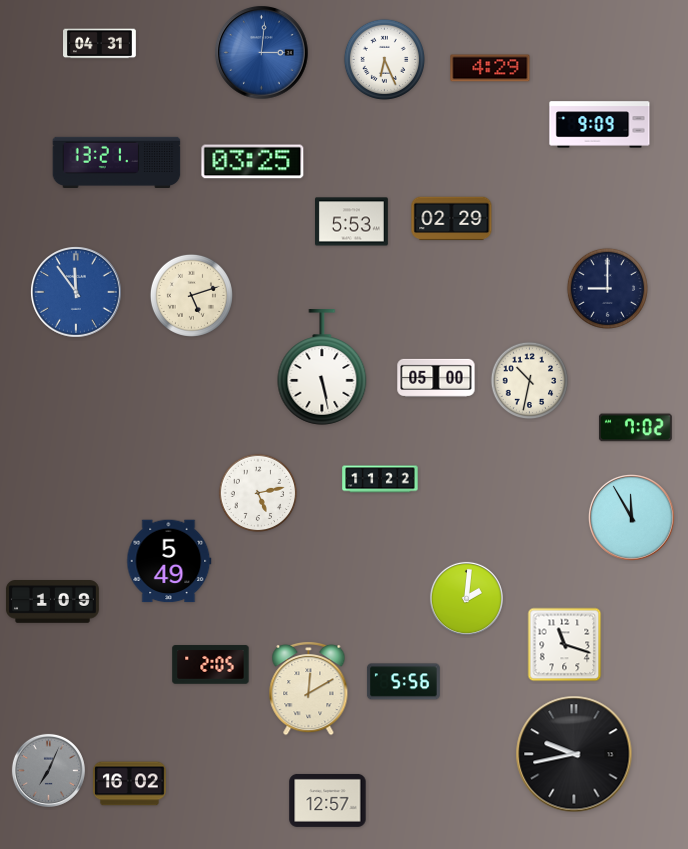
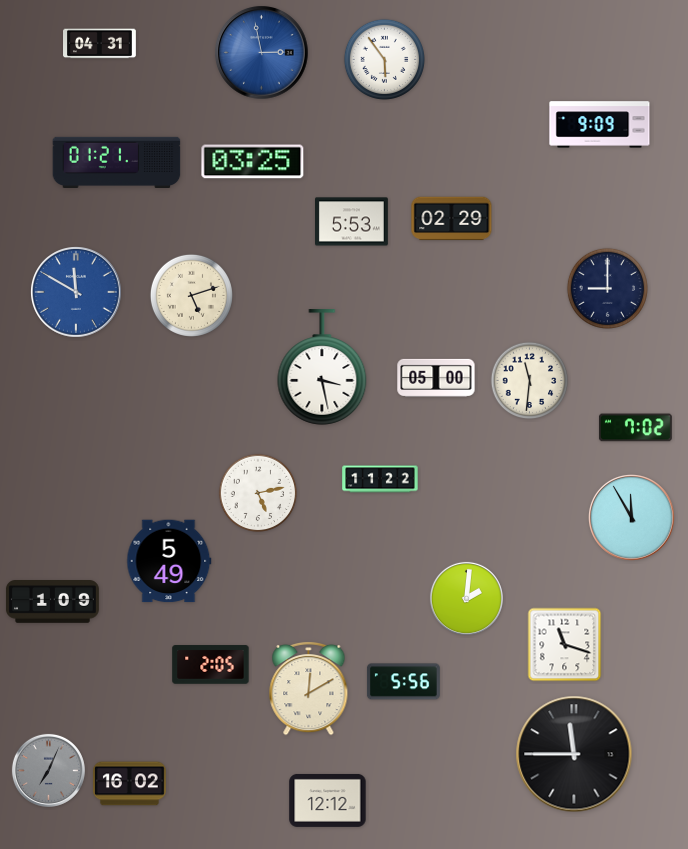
clock at (262, 53): 3:01 -> 2:58
clock at (384, 59): 6:26 -> 5:54
clock at (490, 68): 4:29 -> none
clock at (117, 162): 13:21 -> 01:21
clock at (77, 293): 11:54 -> 11:50
clock at (322, 367): 5:28 -> 3:28
clock at (530, 381): 10:32 -> 11:31
clock at (574, 754): 9:43 -> 11:45
clock at (328, 800): 12:57 -> 12:12
